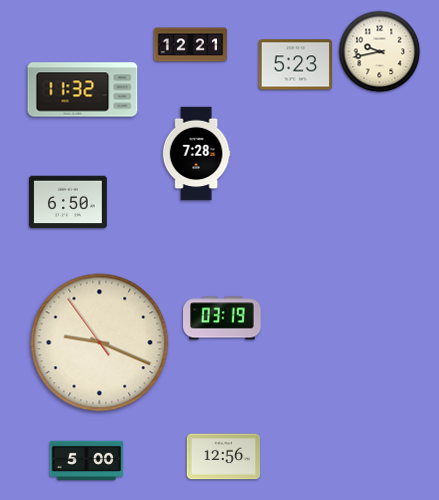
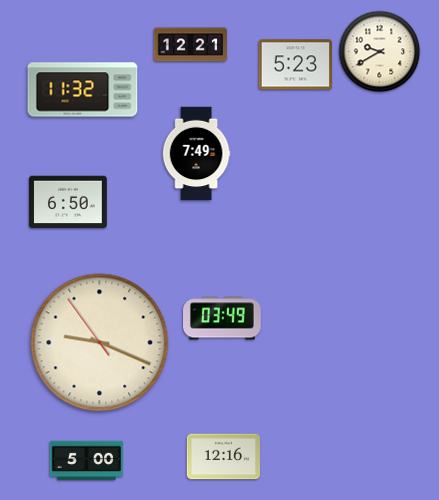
clock at (380, 52): 9:43 -> 9:40
clock at (196, 154): 7:28 -> 7:49
clock at (222, 318): 03:19 -> 03:49
clock at (224, 457): 12:56 -> 12:16
